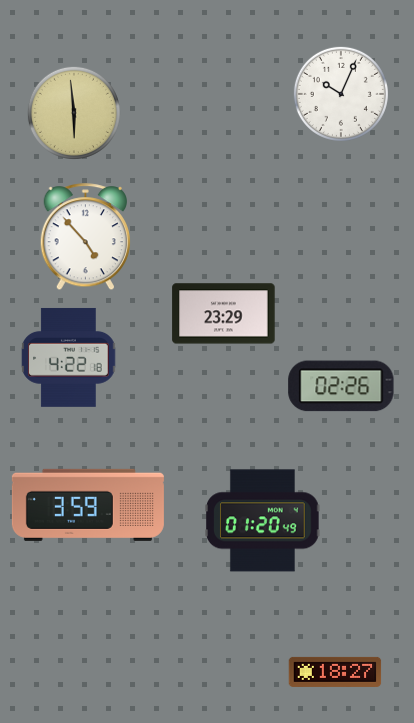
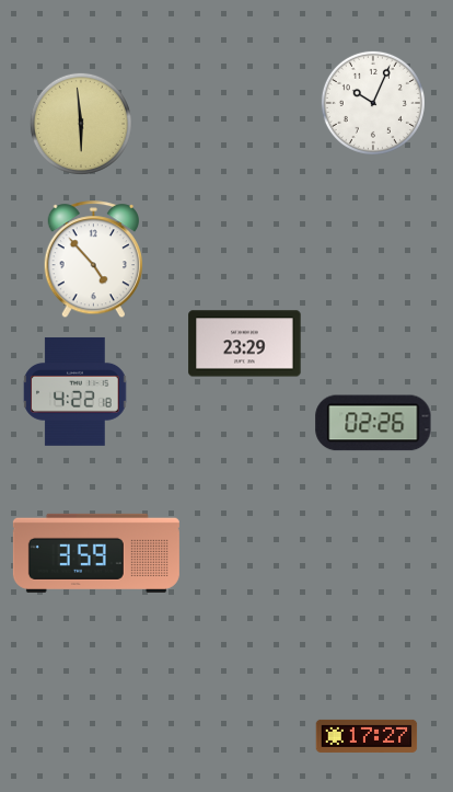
clock at (263, 521): 01:20 -> none
clock at (335, 672): 18:27 -> 17:27
